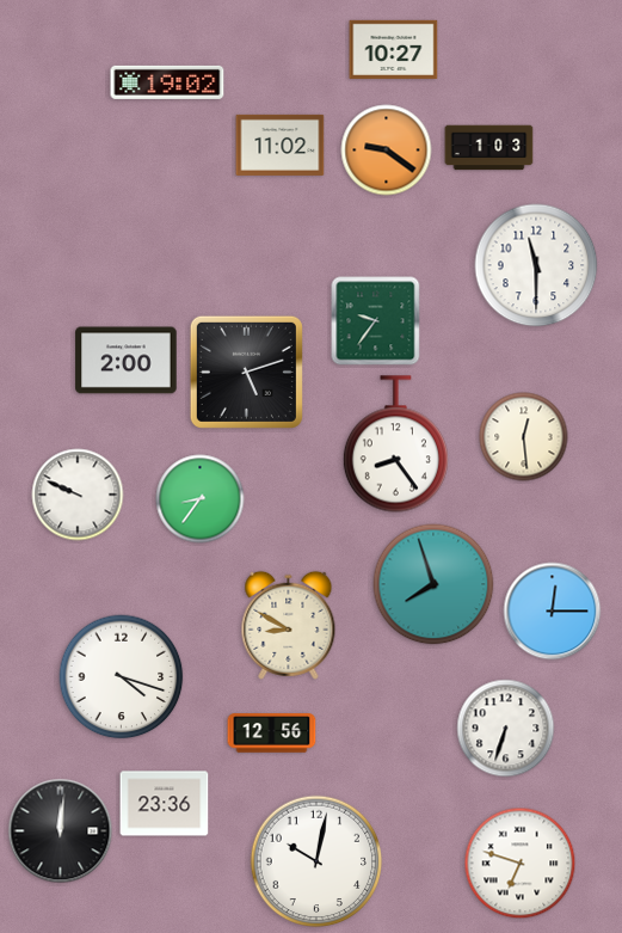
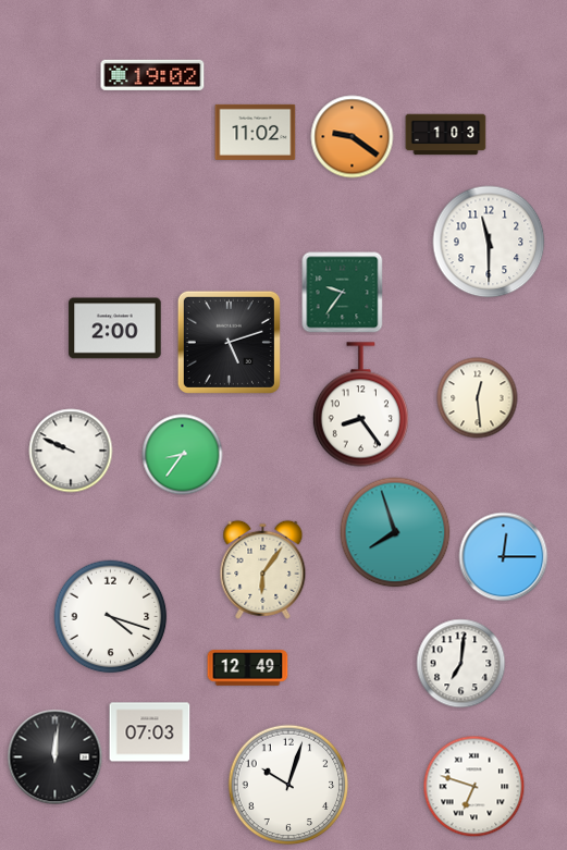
clock at (394, 49): 10:27 -> none
clock at (246, 372) position: (246, 372) -> (229, 342)
clock at (289, 625): 8:50 -> 6:06
clock at (506, 729): 6:33 -> 7:01
clock at (272, 733): 12:56 -> 12:49
clock at (165, 804): 23:36 -> 07:03
clock at (316, 861): 10:02 -> 10:03
